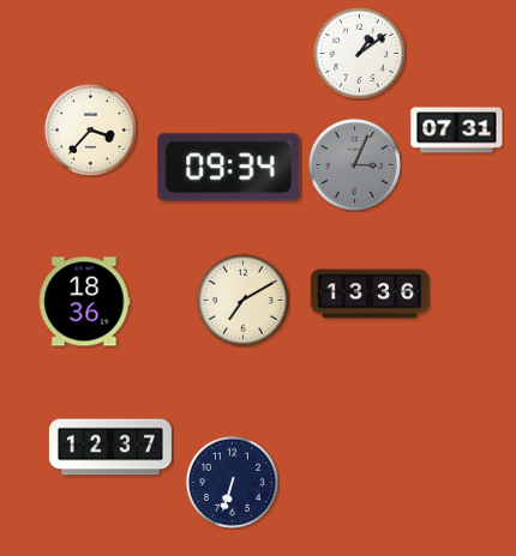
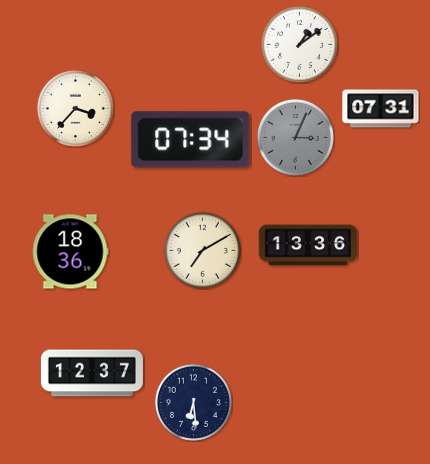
clock at (229, 168): 09:34 -> 07:34
clock at (232, 482): 6:33 -> 6:29
